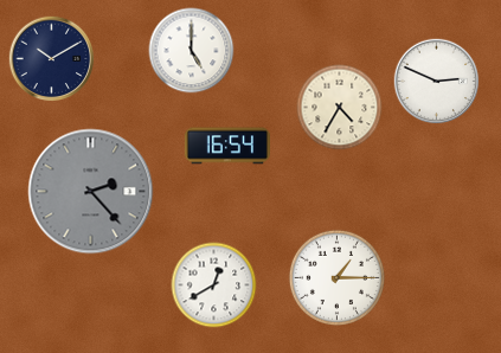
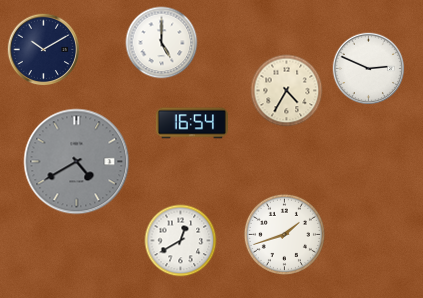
clock at (91, 192): 2:23 -> 4:40
clock at (336, 277): 1:15 -> 1:42
